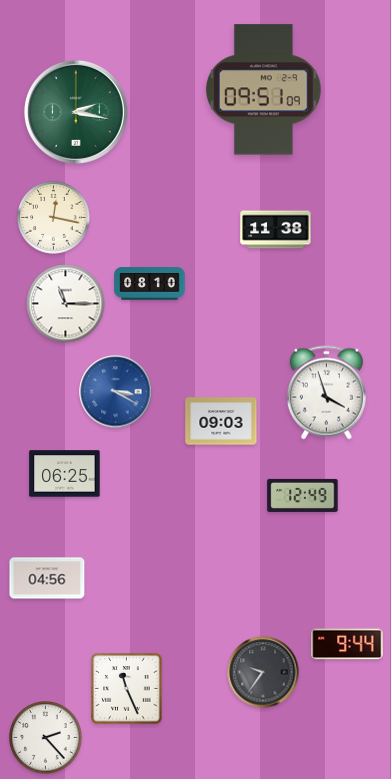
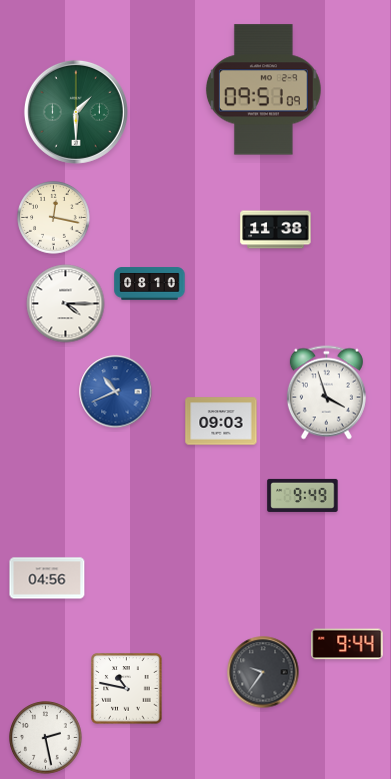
clock at (76, 112): 2:17 -> 1:30
clock at (66, 304): 11:15 -> 4:15
clock at (116, 392): 3:20 -> 10:41
clock at (65, 474): 06:25 -> none
clock at (303, 495): 12:49 -> 9:49
clock at (127, 689): 11:26 -> 10:47
clock at (46, 738): 2:23 -> 2:28
